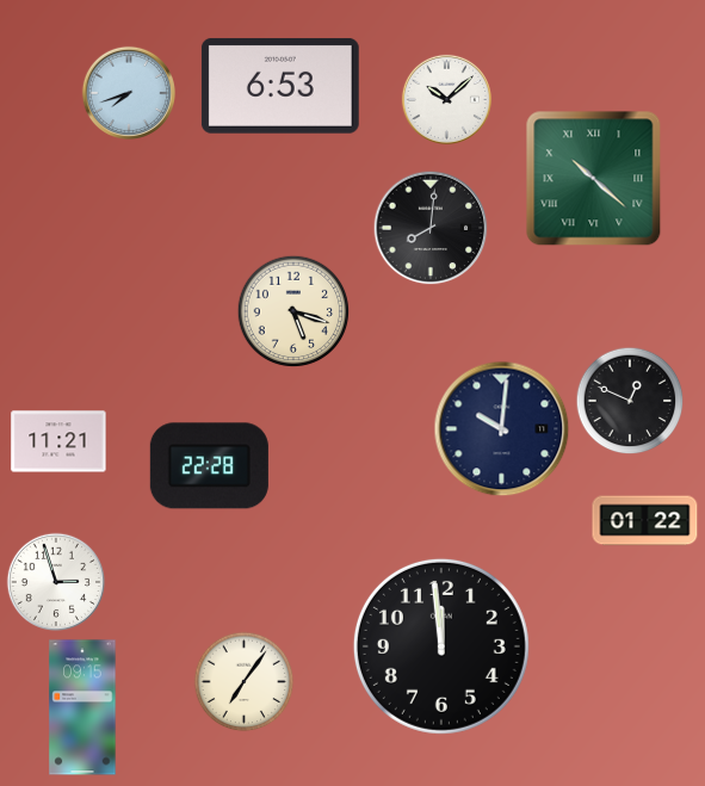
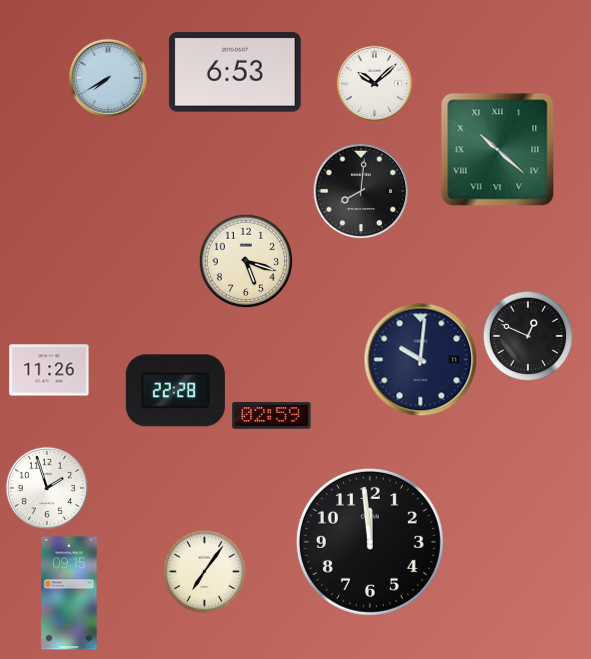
clock at (128, 92): 7:42 -> 7:40
clock at (58, 441): 11:21 -> 11:26
clock at (272, 416): none -> 02:59
clock at (645, 521): 01:22 -> none
clock at (55, 581): 2:57 -> 1:57
